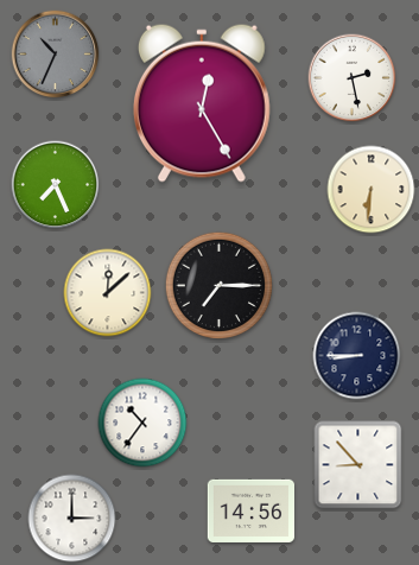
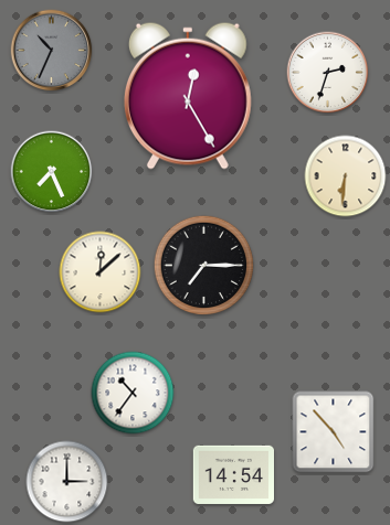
clock at (353, 78): 2:28 -> 2:33
clock at (357, 356): 8:45 -> none
clock at (358, 465): 8:53 -> 4:53
clock at (250, 510): 14:56 -> 14:54
